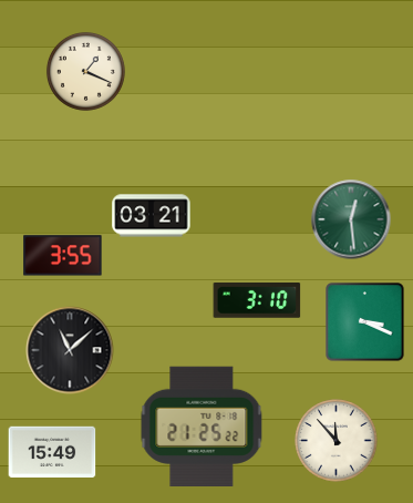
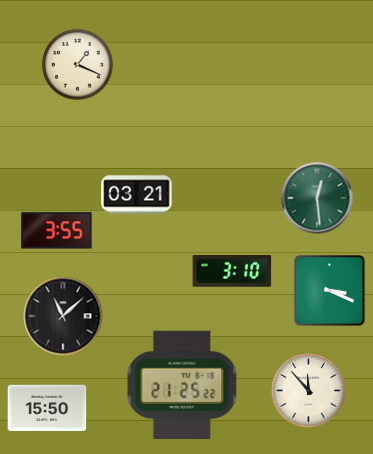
clock at (337, 441) position: (337, 441) -> (309, 391)
clock at (52, 452): 15:49 -> 15:50
